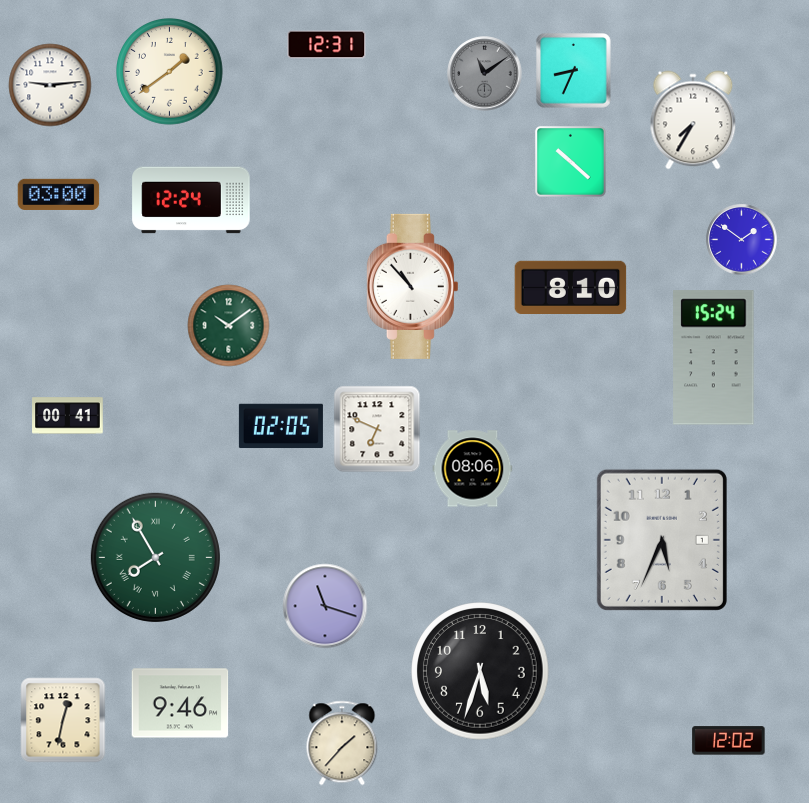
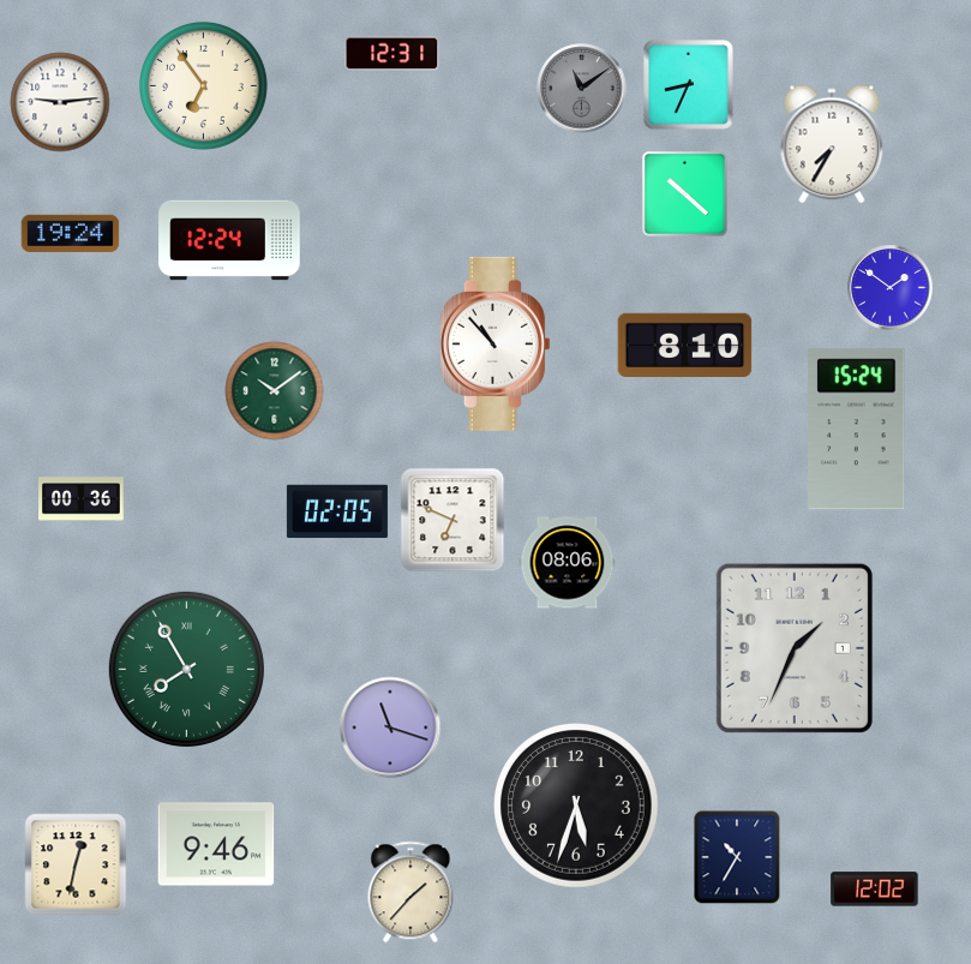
clock at (170, 72): 1:39 -> 6:54
clock at (59, 194): 03:00 -> 19:24
clock at (68, 416): 00:41 -> 00:36
clock at (377, 429) position: (377, 429) -> (452, 520)
clock at (662, 540): 5:34 -> 1:34
clock at (737, 857): none -> 10:35
